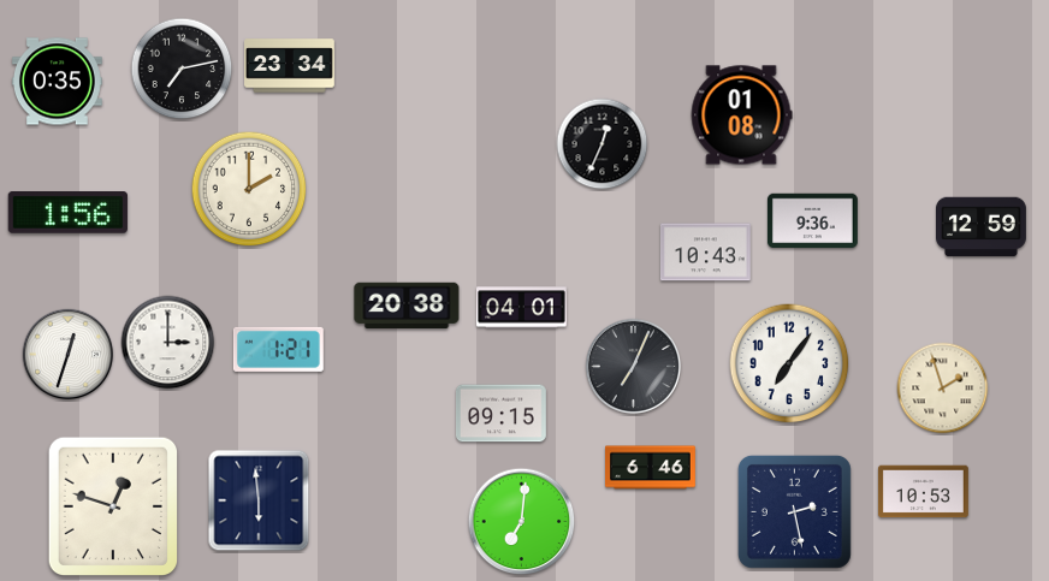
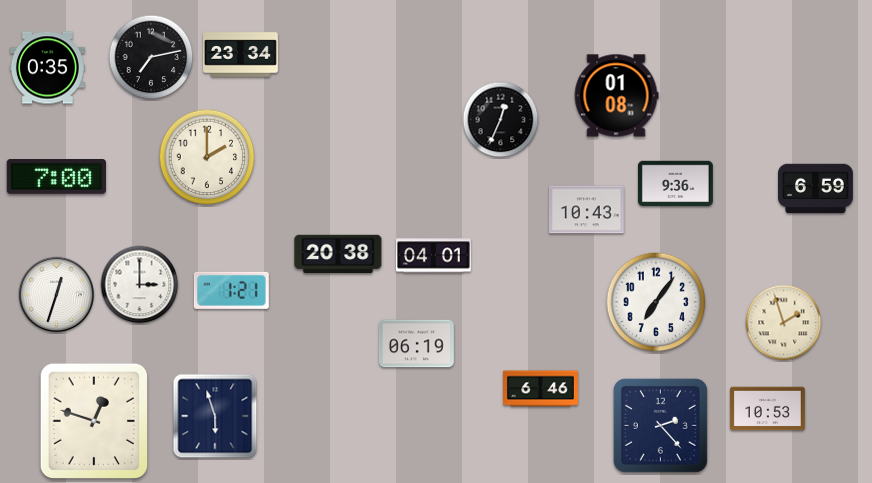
clock at (67, 213): 1:56 -> 7:00
clock at (982, 227): 12:59 -> 6:59
clock at (634, 367): 7:04 -> none
clock at (500, 414): 09:15 -> 06:19
clock at (259, 500): 5:59 -> 5:57
clock at (794, 511): 2:28 -> 2:23
clock at (522, 522): 7:01 -> none
